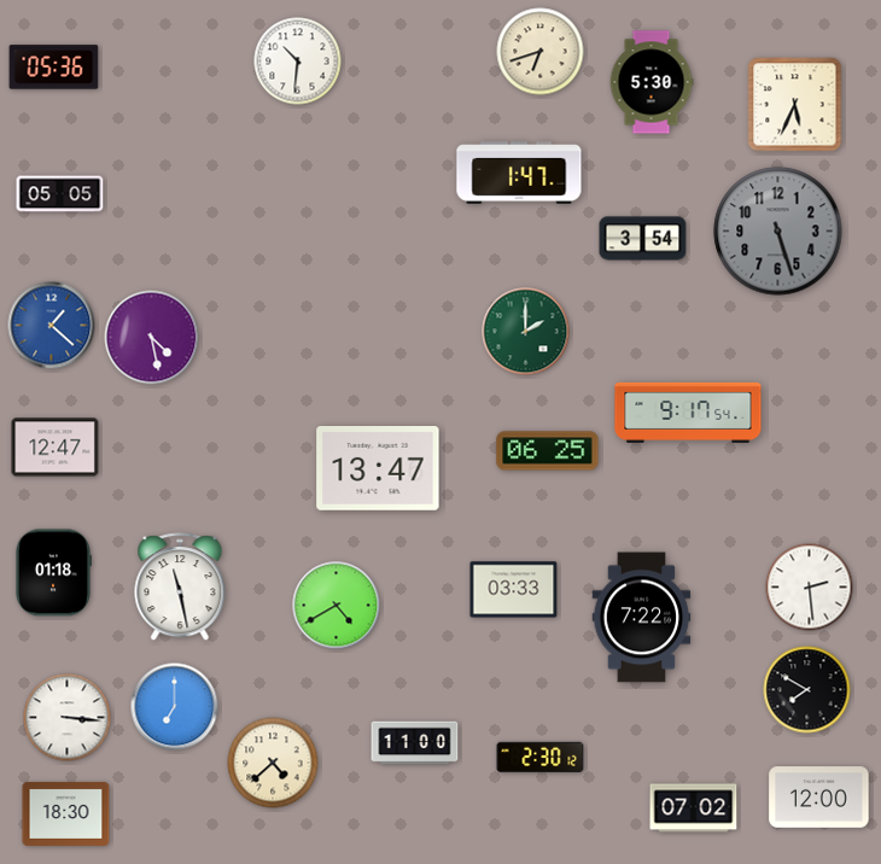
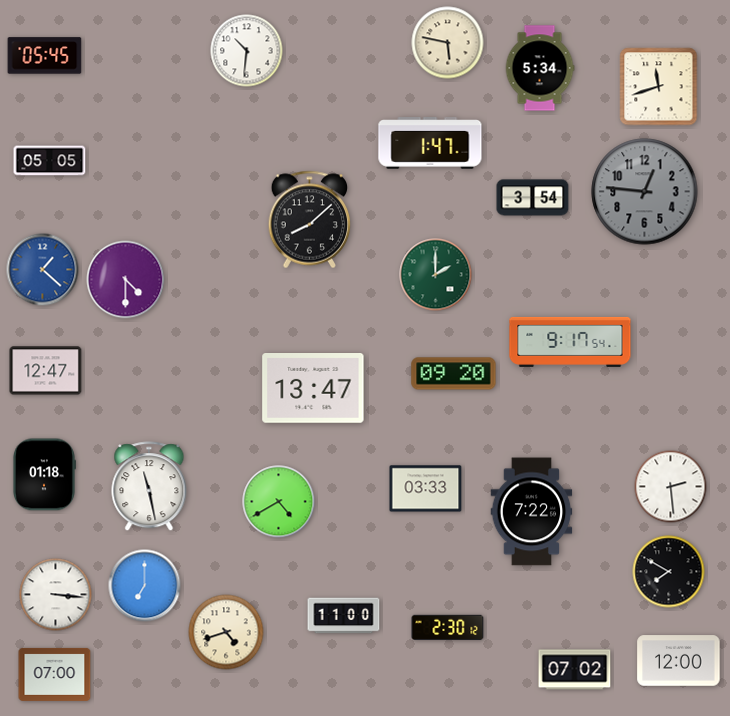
clock at (541, 52): 6:42 -> 5:47
clock at (54, 68): 05:36 -> 05:45
clock at (652, 82): 5:30 -> 5:34
clock at (795, 105): 5:34 -> 11:42
clock at (778, 232): 5:27 -> 12:46
clock at (310, 220): none -> 8:08
clock at (152, 338): 4:28 -> 4:30
clock at (548, 451): 06:25 -> 09:20
clock at (273, 763): 4:38 -> 4:42
clock at (66, 813): 18:30 -> 07:00
